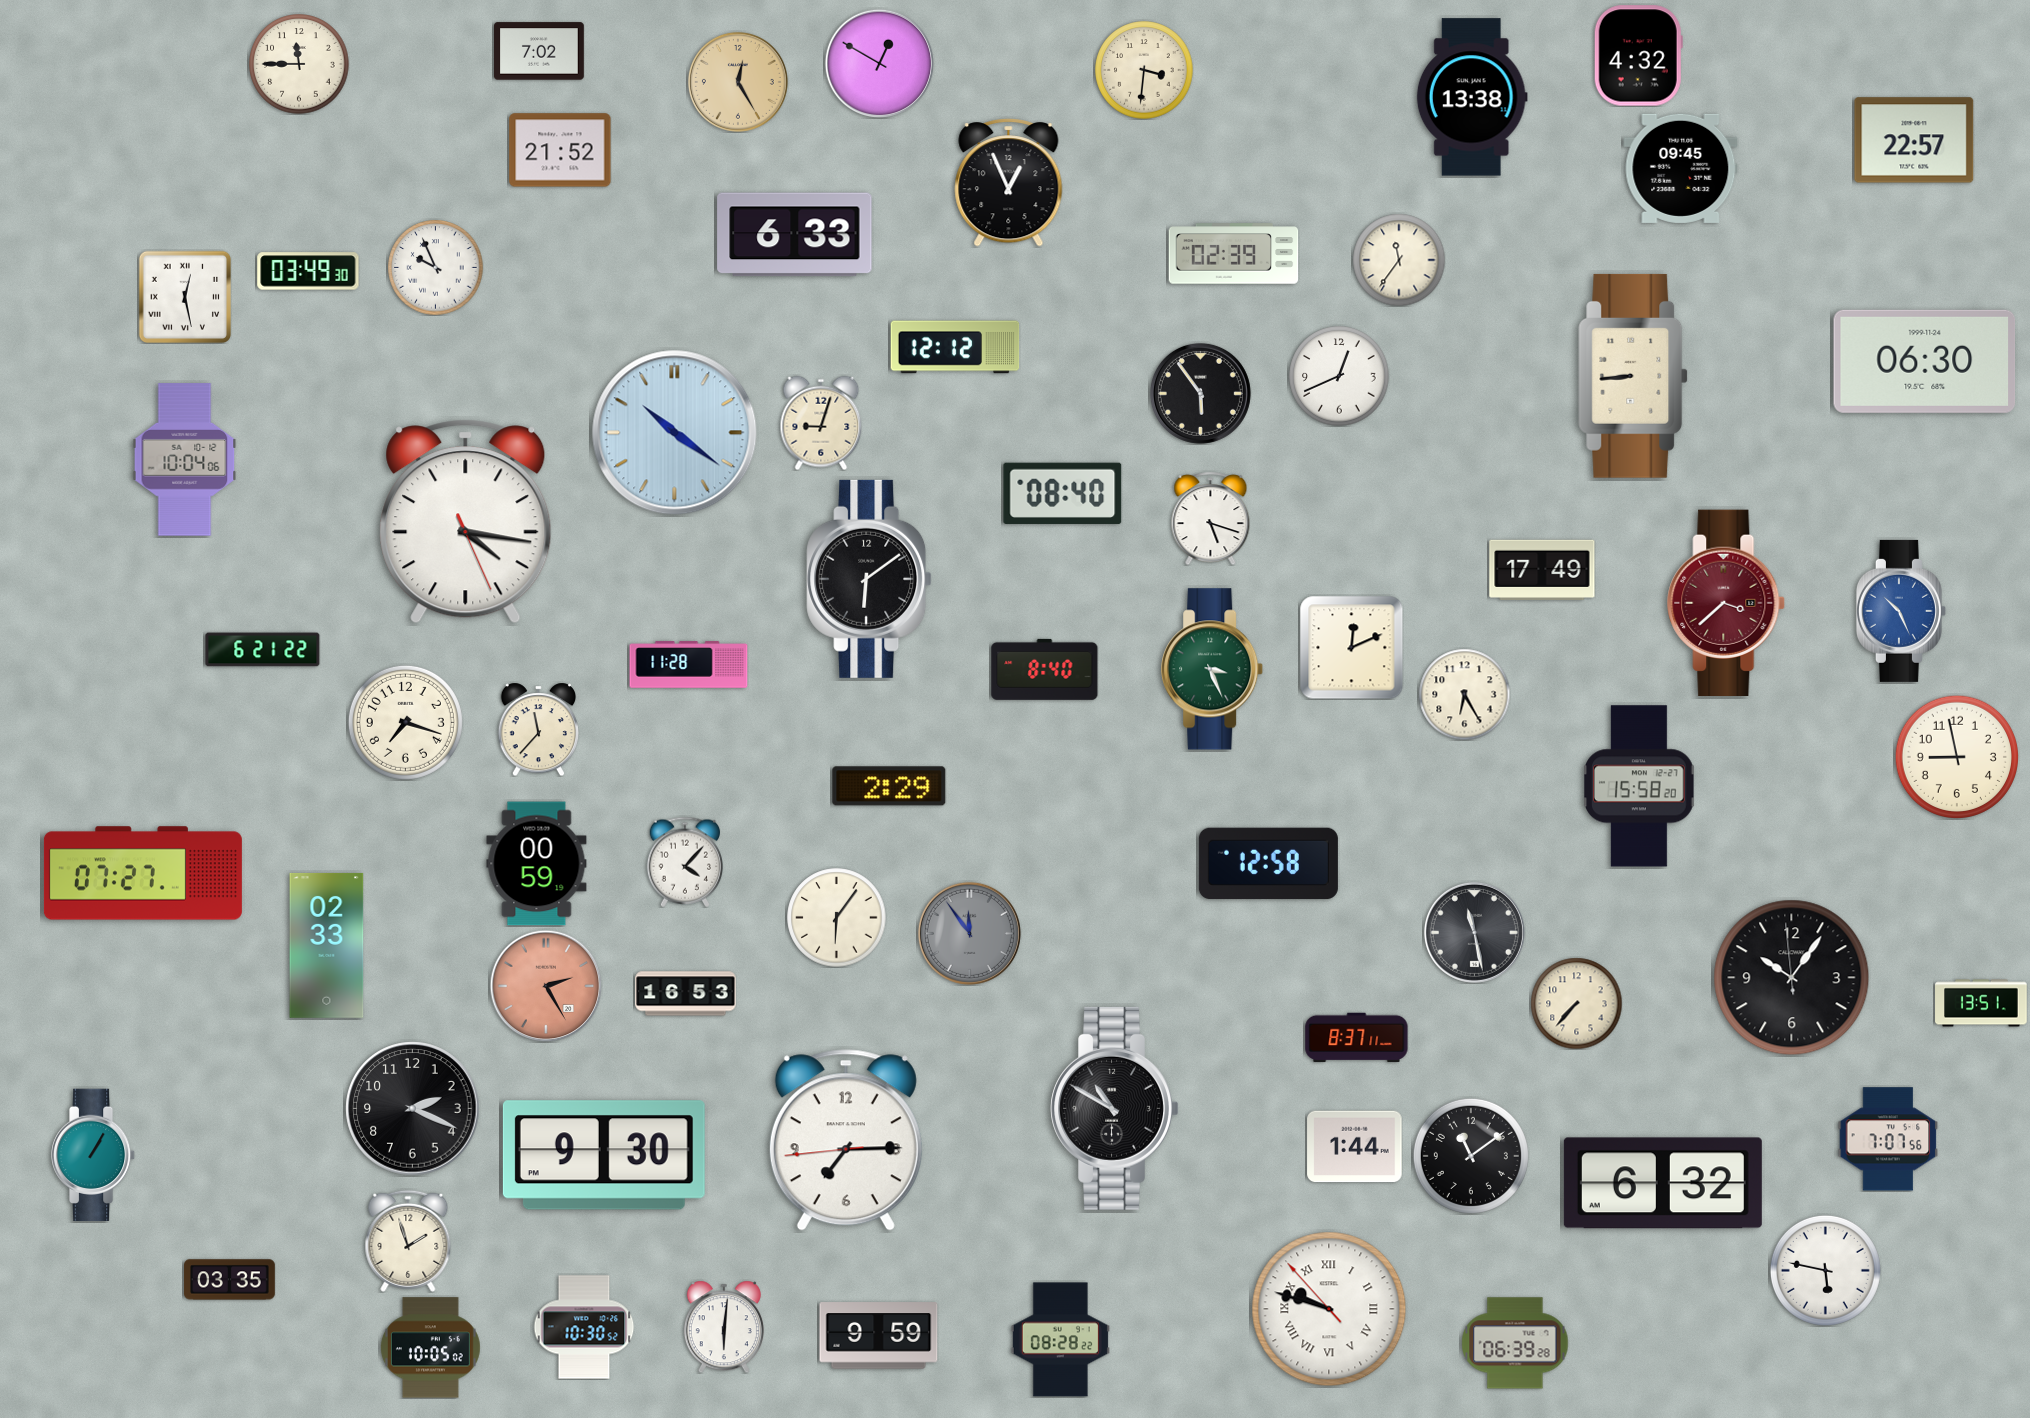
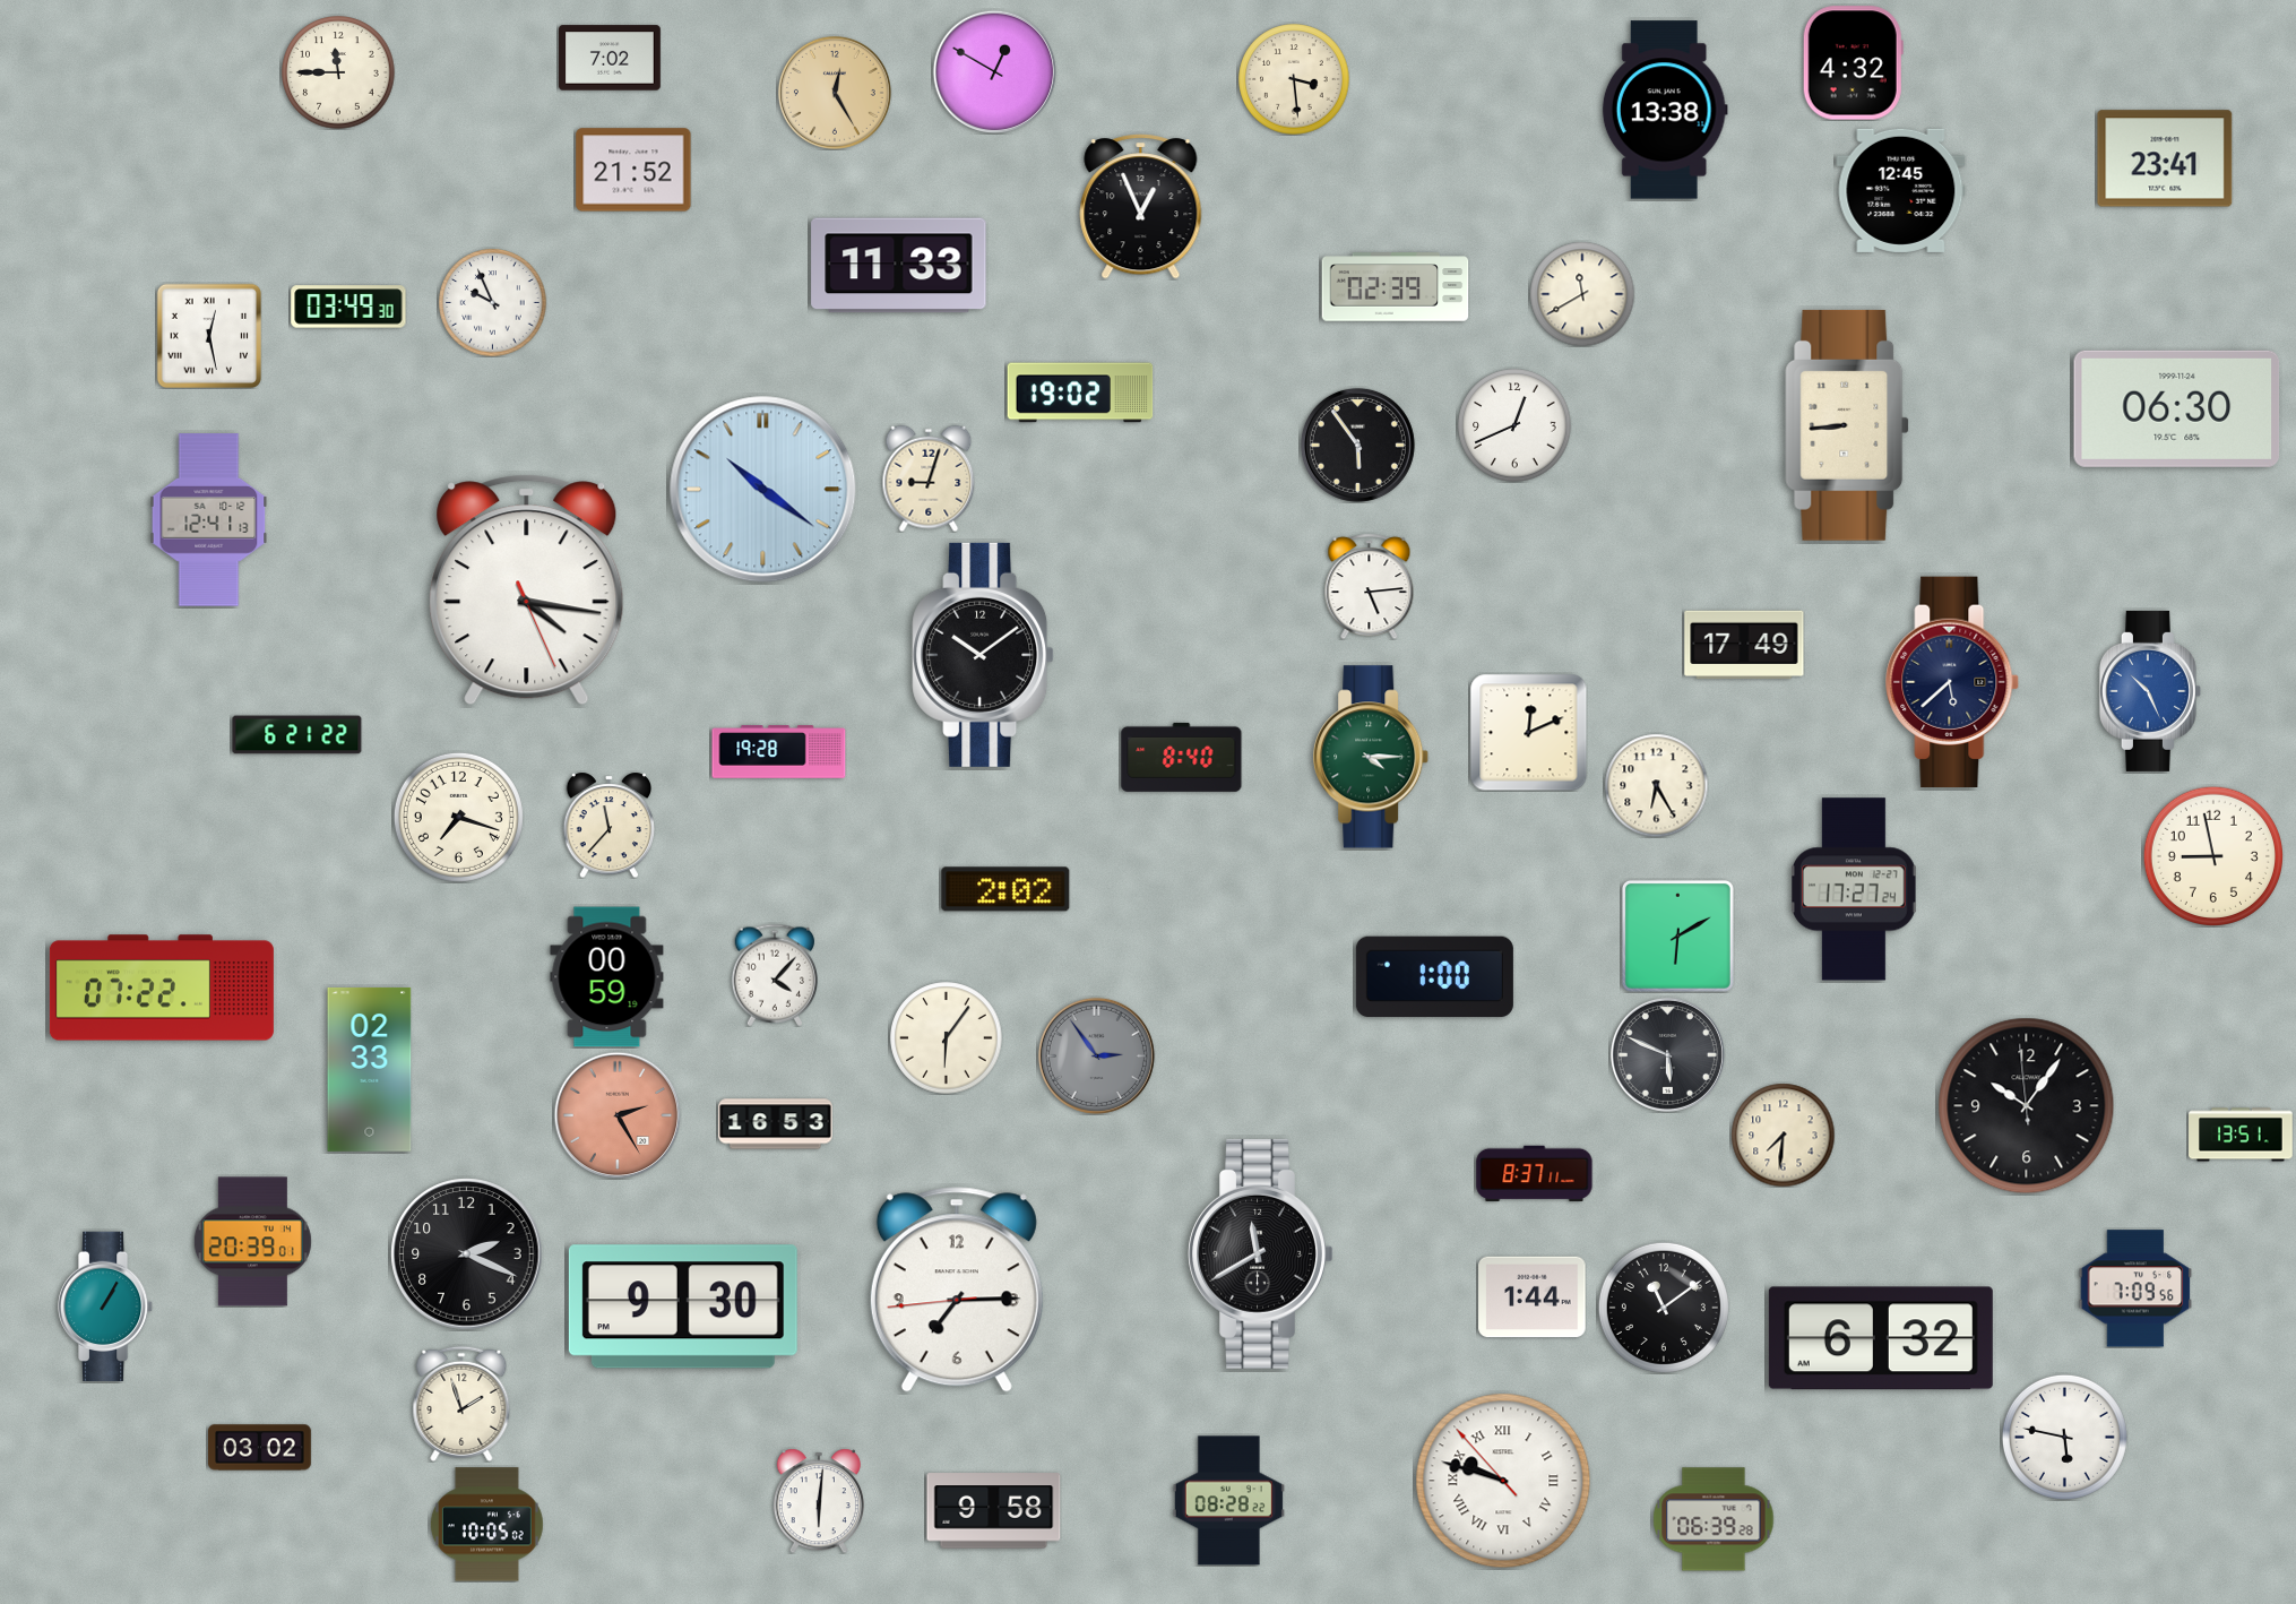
clock at (1144, 70): 3:31 -> 3:29
clock at (1914, 140): 22:57 -> 23:41
clock at (1681, 168): 09:45 -> 12:45
clock at (795, 235): 6:33 -> 11:33
clock at (1399, 260): 11:36 -> 11:40
clock at (955, 347): 12:12 -> 19:02
clock at (185, 460): 10:04 -> 12:41
clock at (1063, 493): 08:40 -> none
clock at (1211, 518): 5:18 -> 5:14
clock at (869, 579): 6:09 -> 10:09
clock at (1727, 602): 3:38 -> 5:38
clock at (1727, 602) dial: burgundy -> navy
clock at (689, 665): 11:28 -> 19:28
clock at (1213, 669): 3:26 -> 4:15
clock at (889, 786): 2:29 -> 2:02
clock at (1639, 786): 15:58 -> 17:27
clock at (1677, 935): none -> 6:10
clock at (1268, 864): 12:58 -> 1:00
clock at (143, 873): 07:27 -> 07:22
clock at (1474, 932): 11:28 -> 5:49
clock at (969, 933): 11:54 -> 2:54
clock at (1576, 1003): 7:37 -> 7:31
clock at (252, 1242): none -> 20:39
clock at (1115, 1108): 10:50 -> 11:40
clock at (1888, 1139): 7:07 -> 7:09
clock at (230, 1280): 03:35 -> 03:02
clock at (584, 1327): 10:30 -> none
clock at (879, 1336): 9:59 -> 9:58
clock at (1060, 1340) position: (1060, 1340) -> (1228, 1501)
